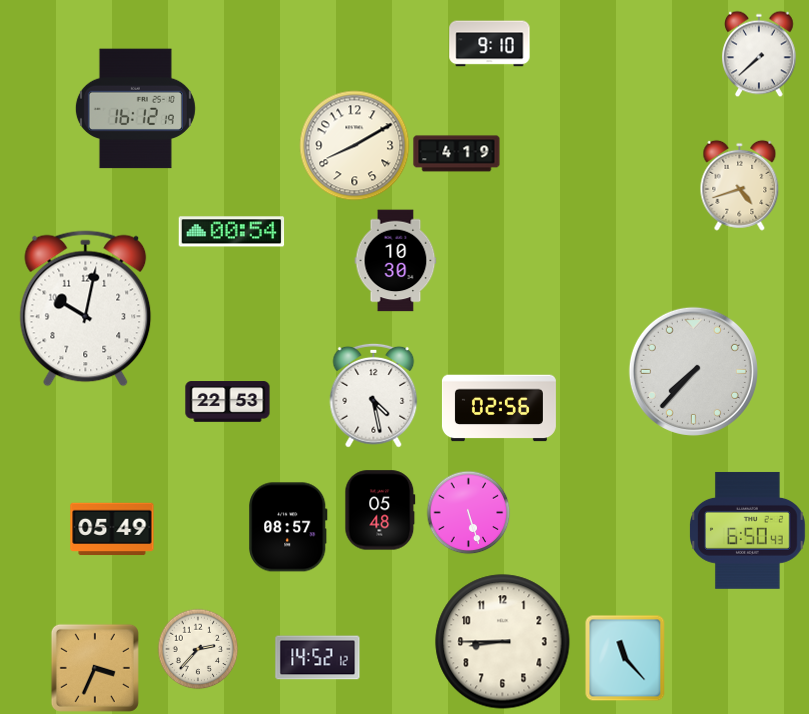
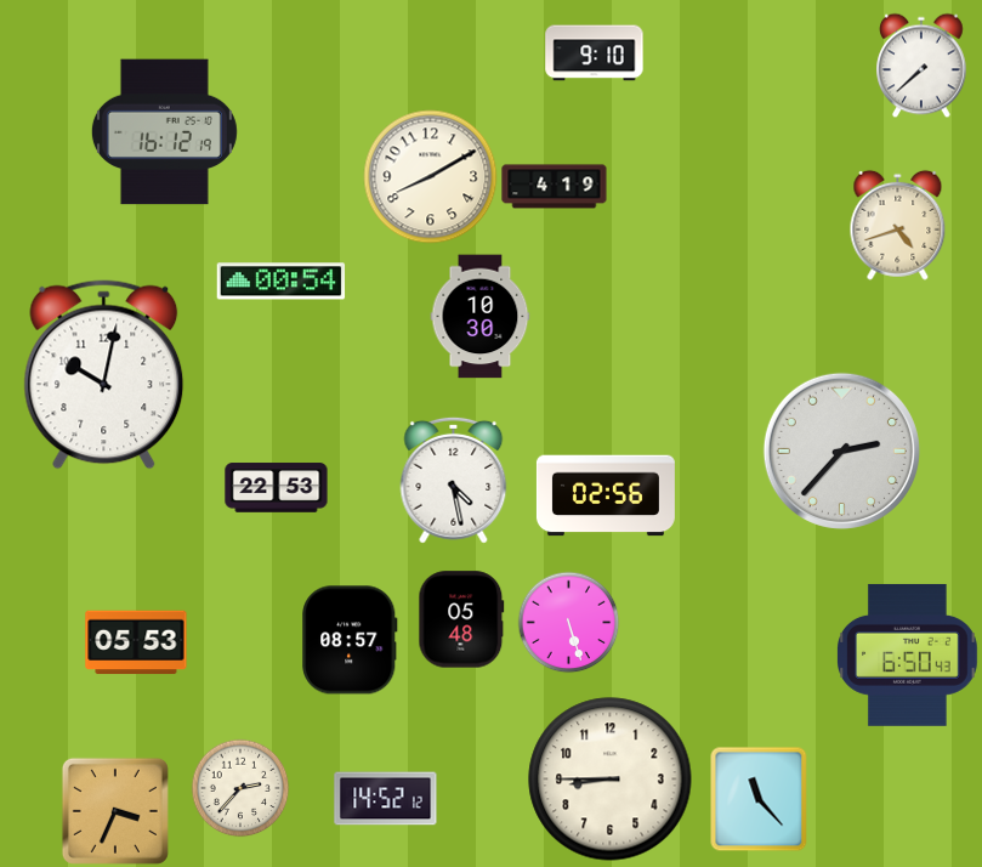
clock at (693, 371): 7:37 -> 2:37
clock at (112, 529): 05:49 -> 05:53
clock at (748, 530) position: (748, 530) -> (908, 654)
